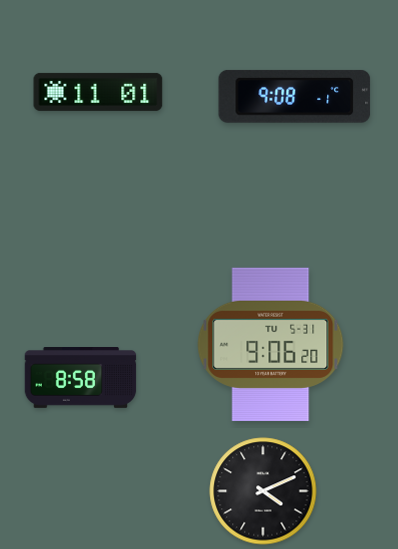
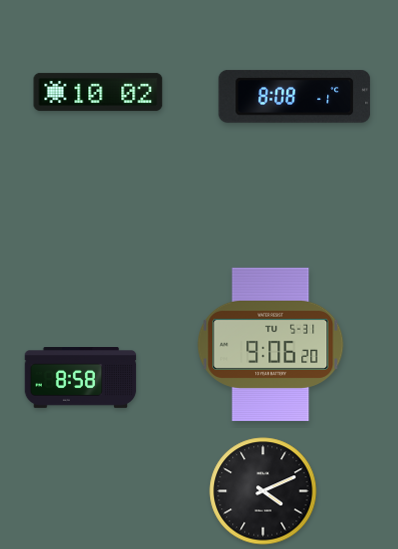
clock at (98, 92): 11:01 -> 10:02
clock at (295, 96): 9:08 -> 8:08
